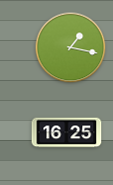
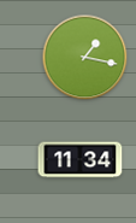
clock at (67, 133): 16:25 -> 11:34
